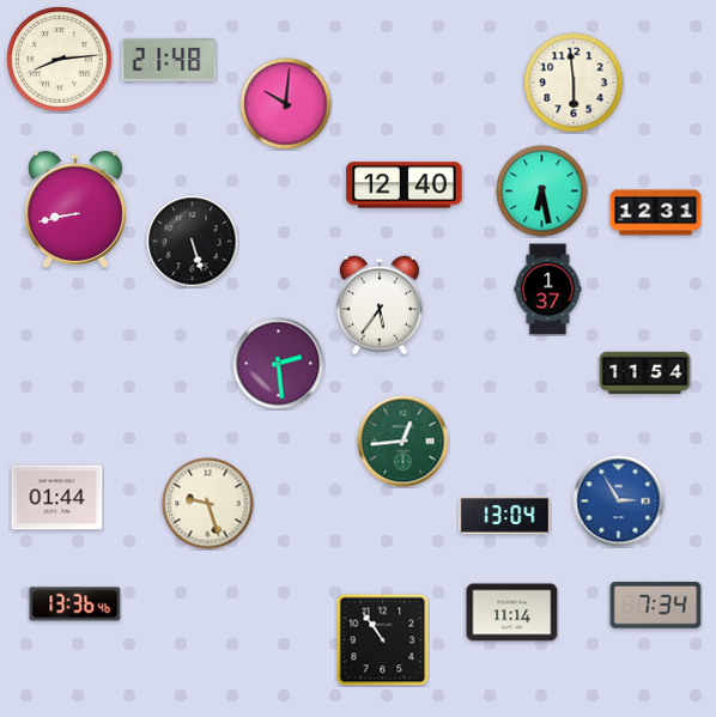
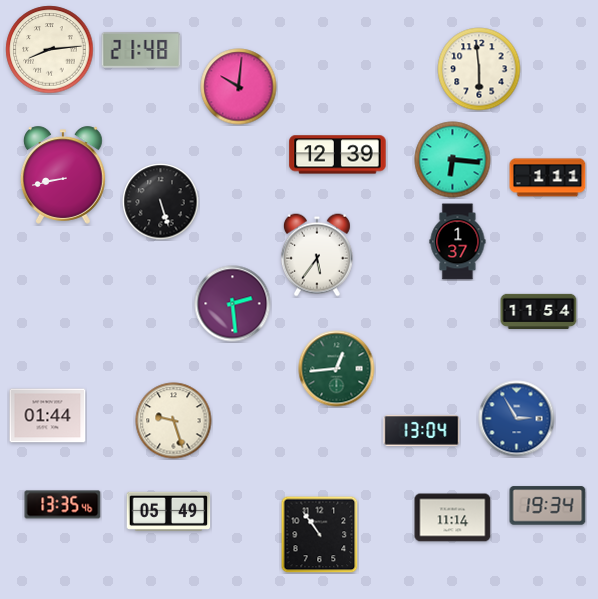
clock at (405, 186): 12:40 -> 12:39
clock at (542, 192): 6:28 -> 6:16
clock at (656, 213): 12:31 -> 1:11
clock at (75, 604): 13:36 -> 13:35
clock at (656, 606): 7:34 -> 19:34
clock at (169, 511): none -> 05:49
clock at (512, 613) position: (512, 613) -> (453, 518)
